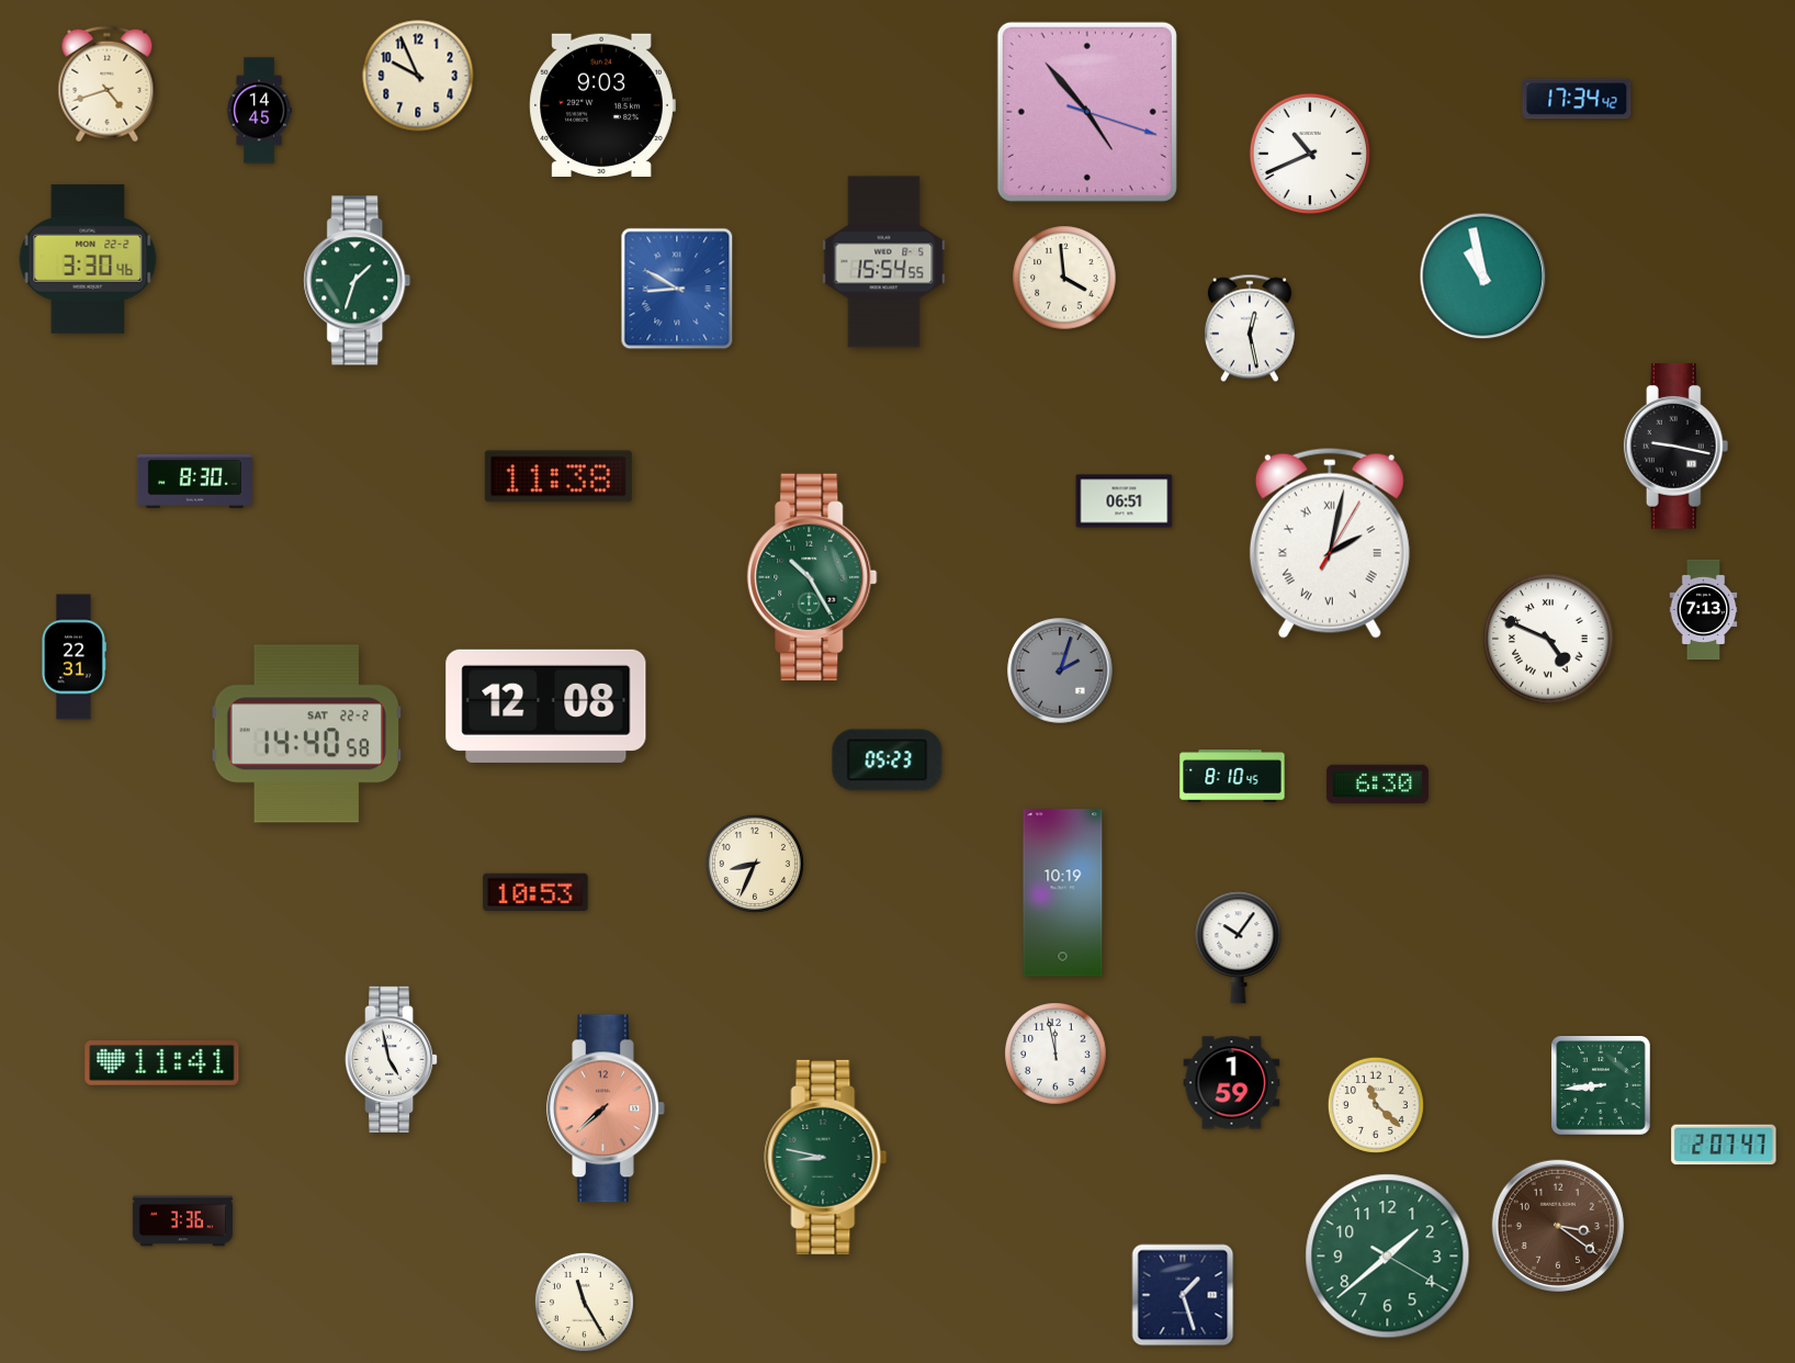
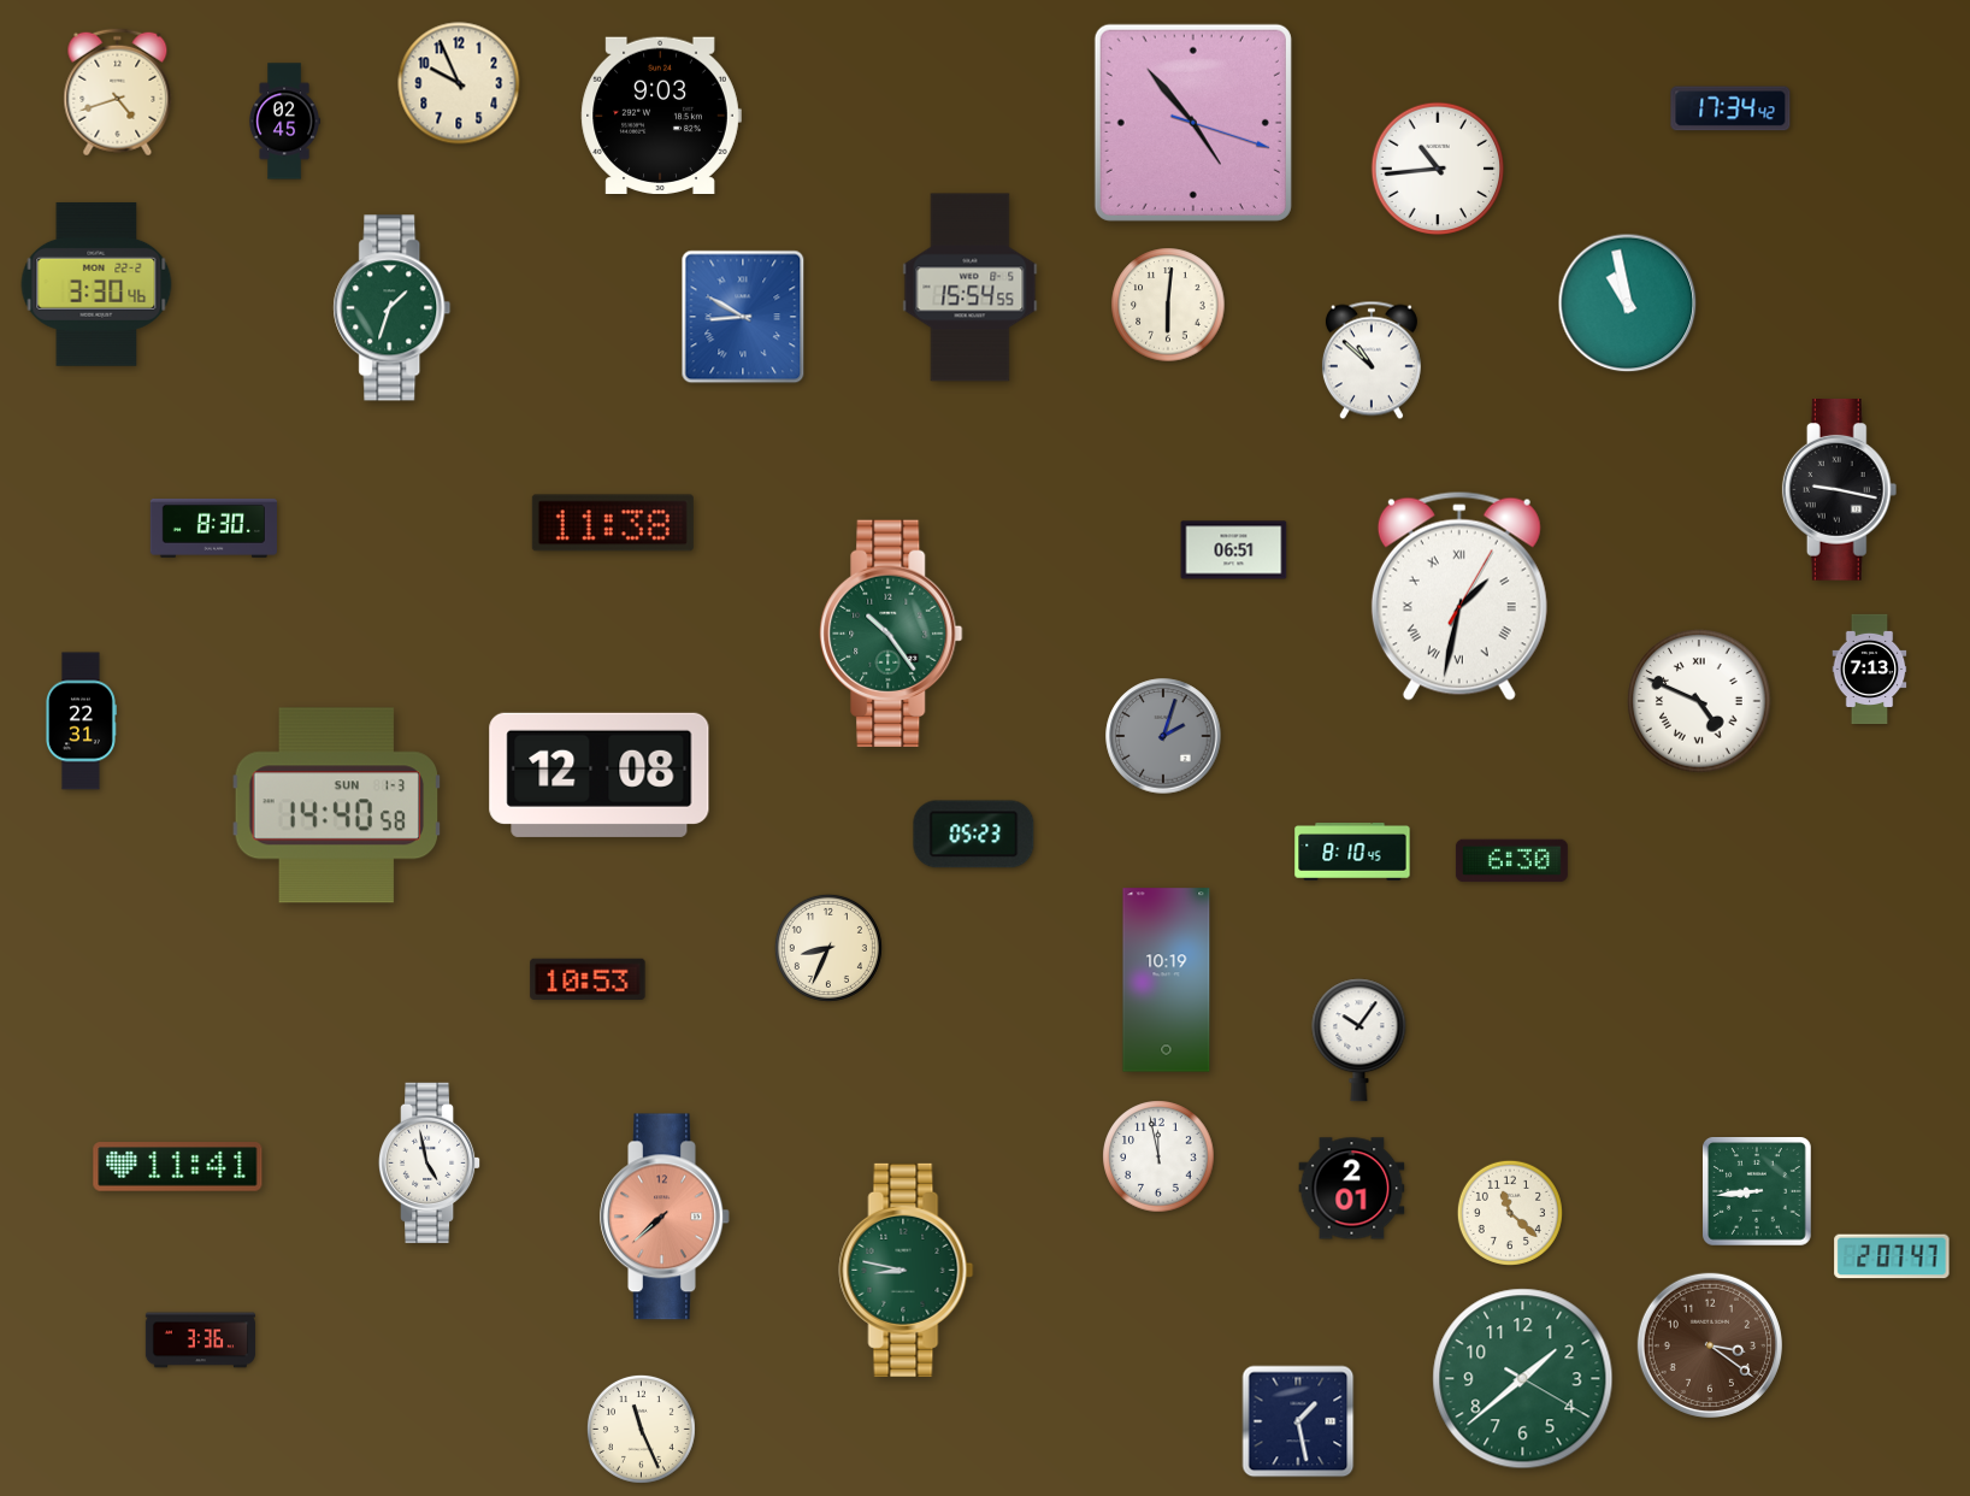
clock at (259, 111): 14:45 -> 02:45
clock at (1310, 154): 10:41 -> 10:44
clock at (1064, 278): 3:59 -> 6:01
clock at (1250, 328): 12:28 -> 10:52
clock at (1330, 543): 2:02 -> 1:32
clock at (812, 576): 10:25 -> 10:24
clock at (307, 734) date: SAT 22-2 -> SUN 1-3
clock at (1232, 1083): 1:59 -> 2:01
clock at (1183, 1295): 1:27 -> 1:28
clock at (584, 1302): 11:25 -> 11:26
